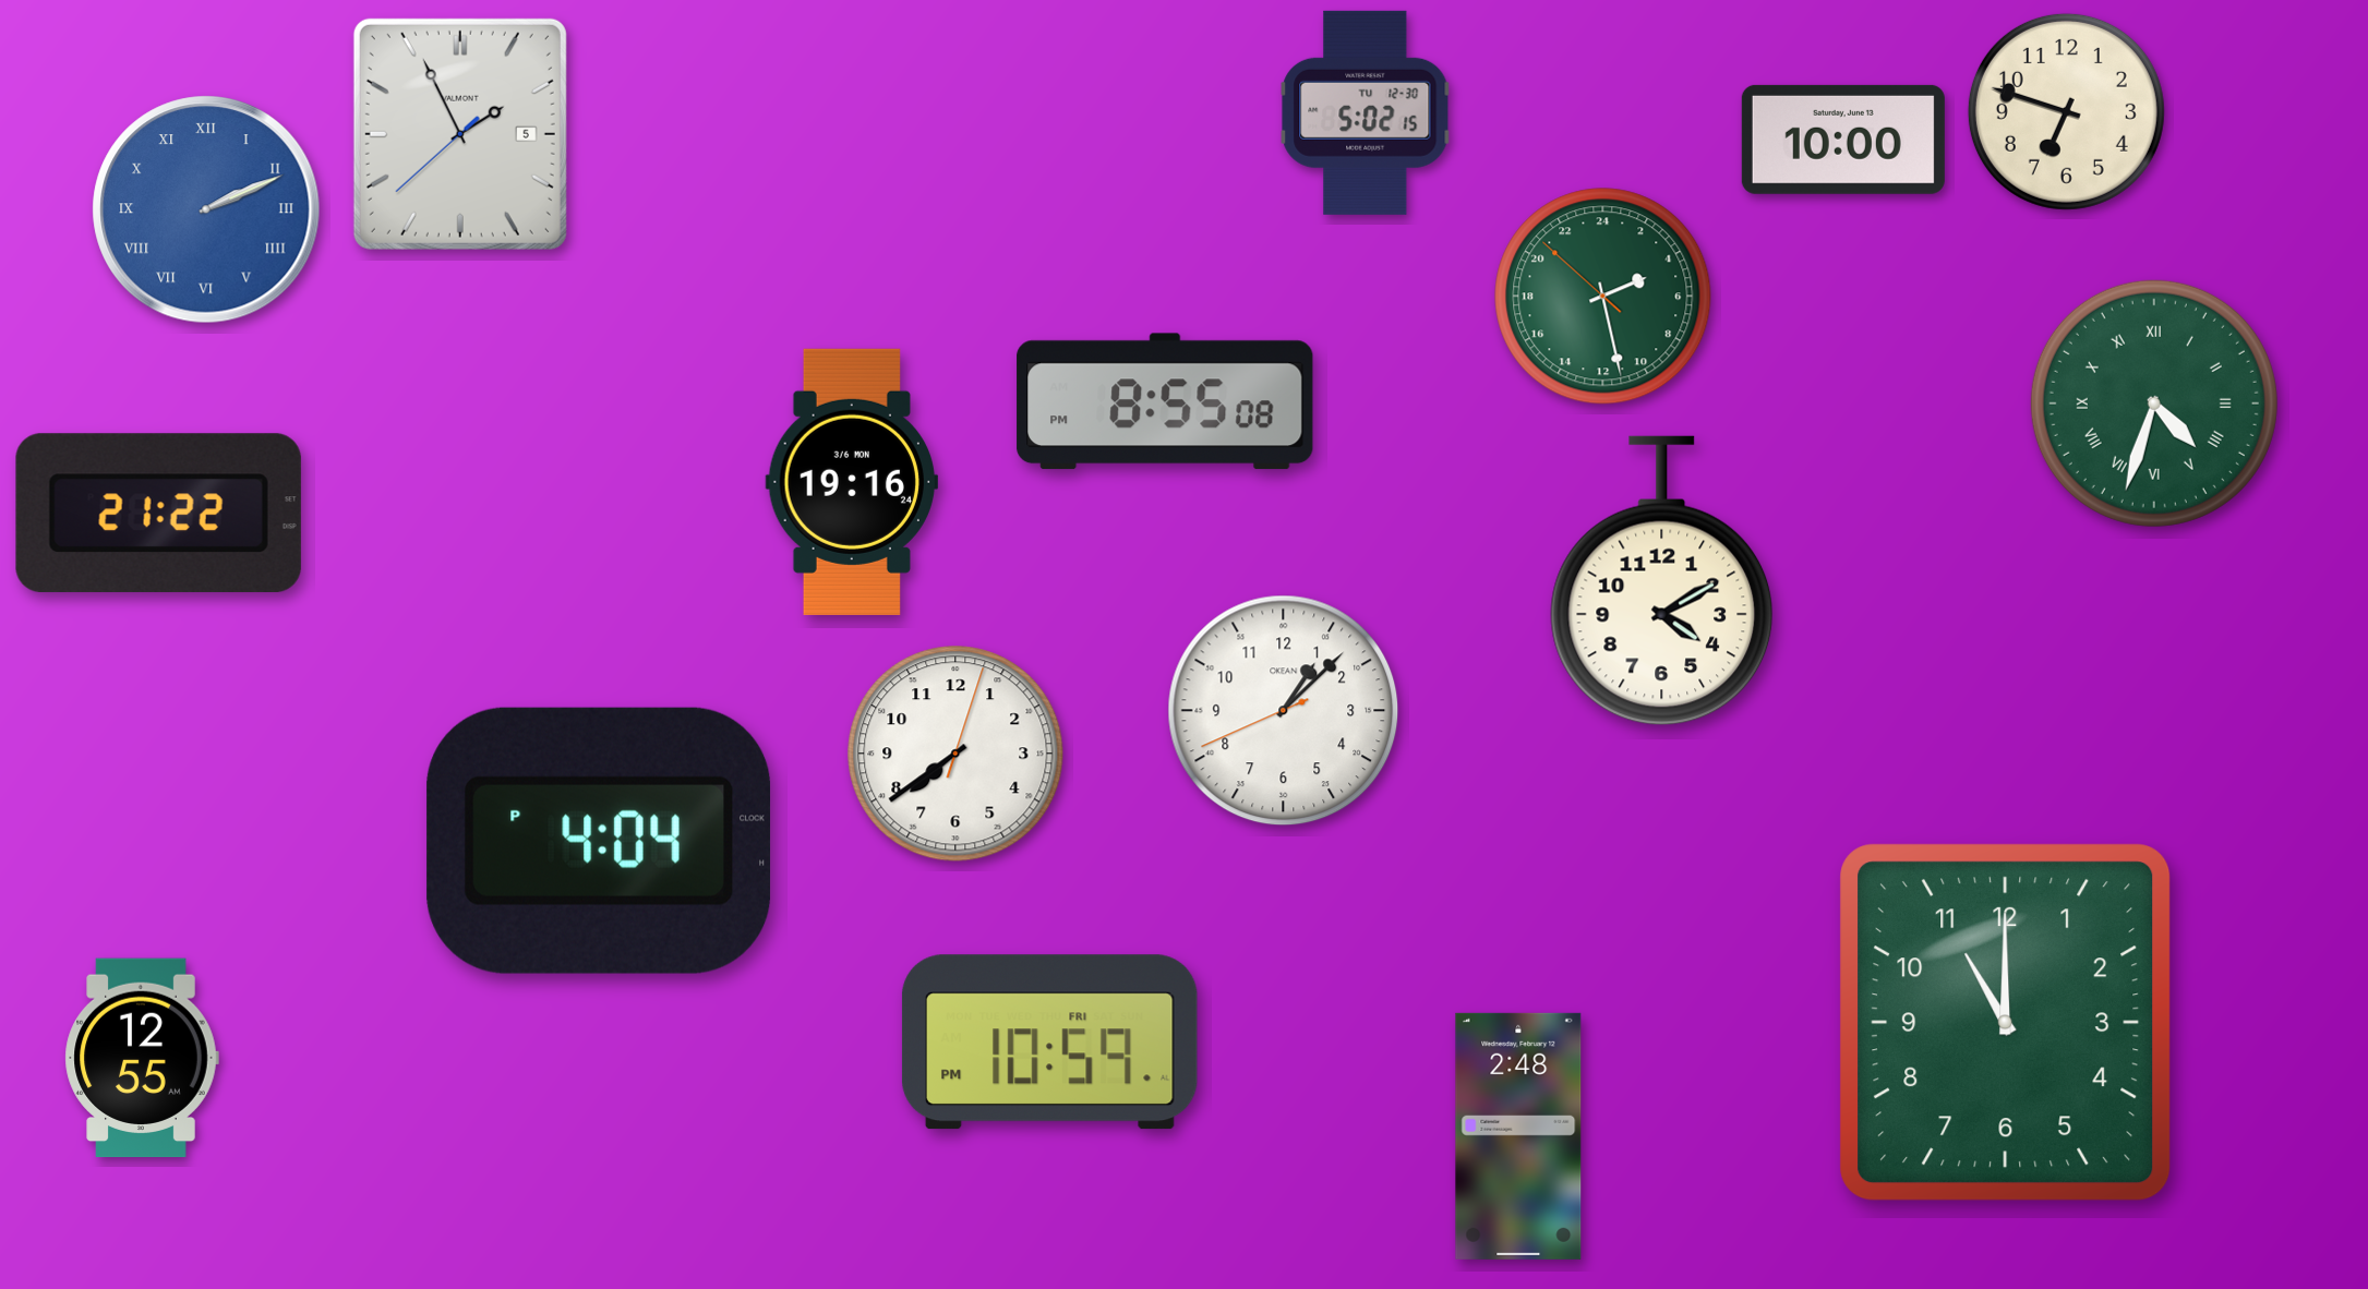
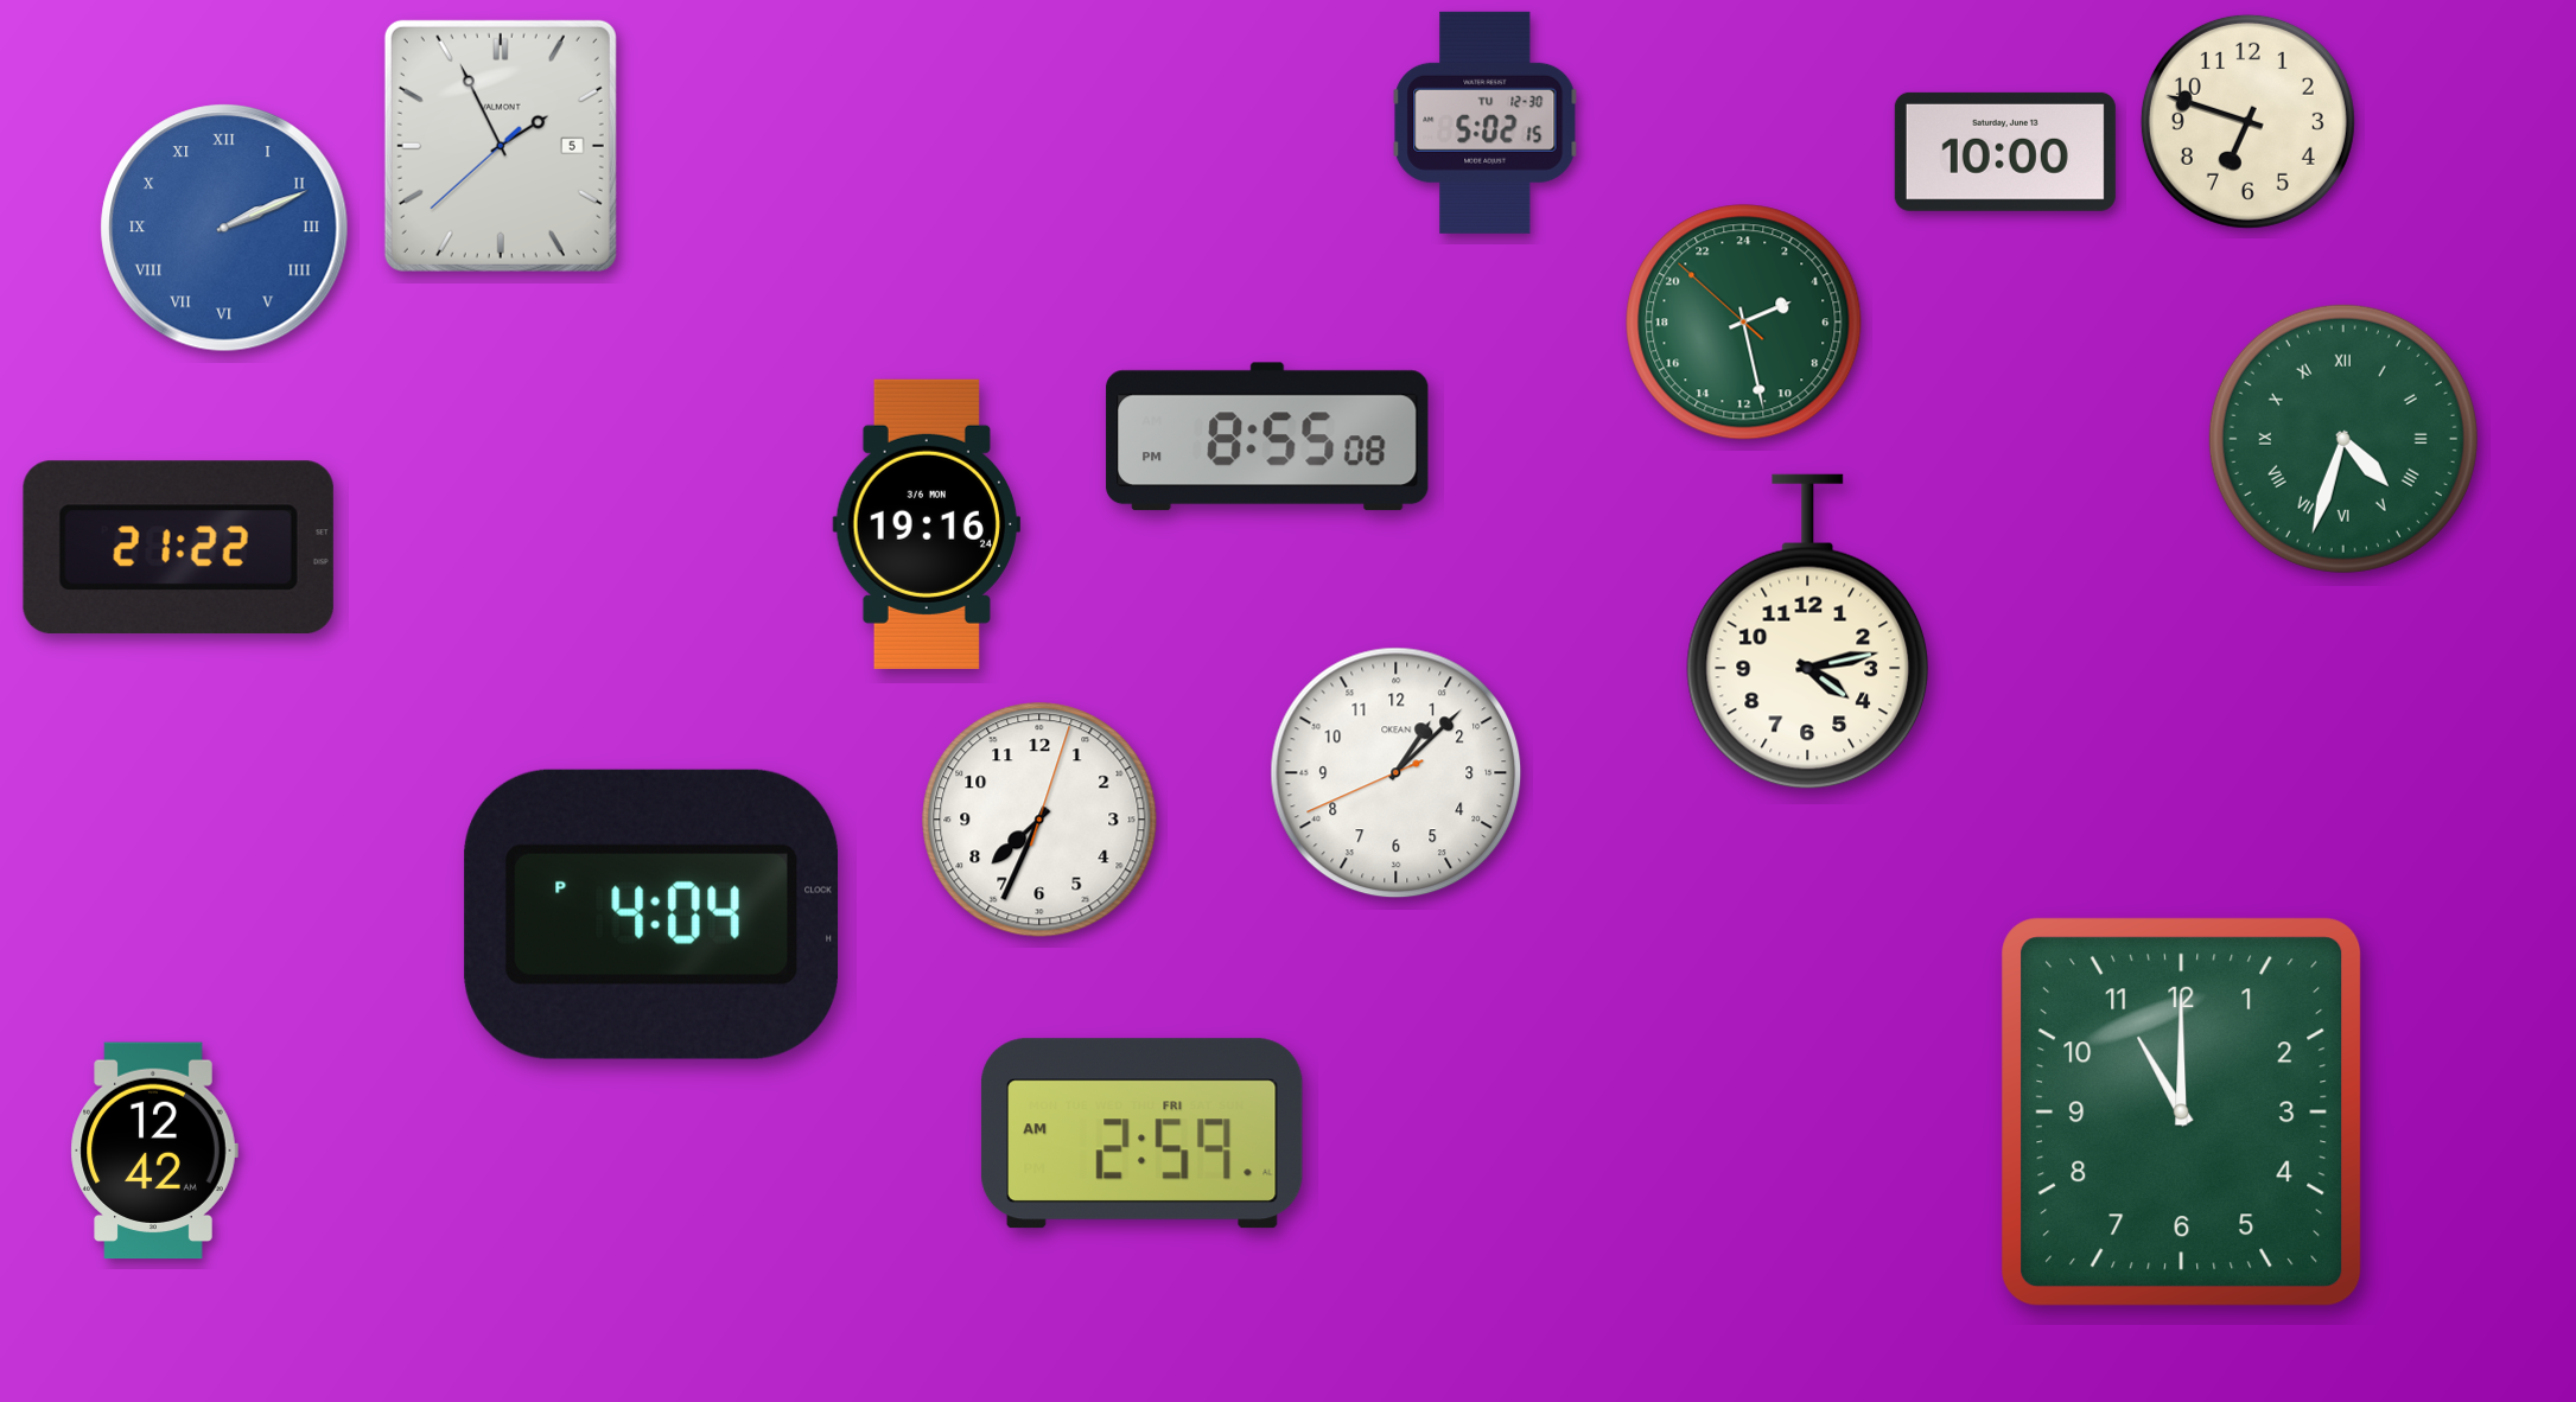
clock at (158, 513) position: (158, 513) -> (178, 547)
clock at (1662, 581): 4:10 -> 4:13
clock at (955, 754): 7:39 -> 7:34
clock at (1049, 1043): 10:59 -> 2:59
clock at (142, 1058): 12:55 -> 12:42
clock at (1518, 1136): 2:48 -> none
